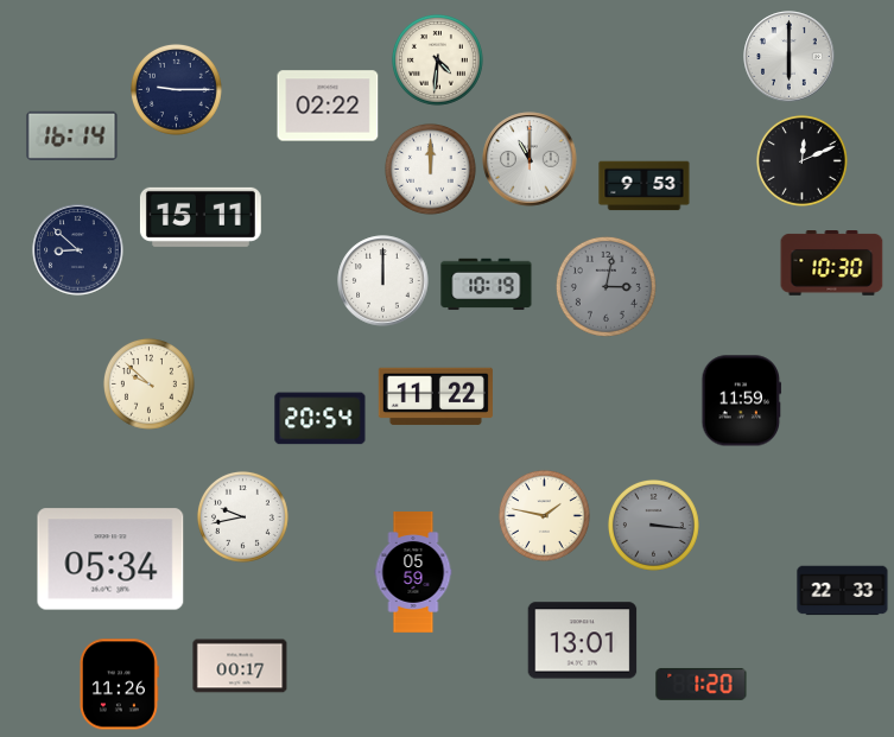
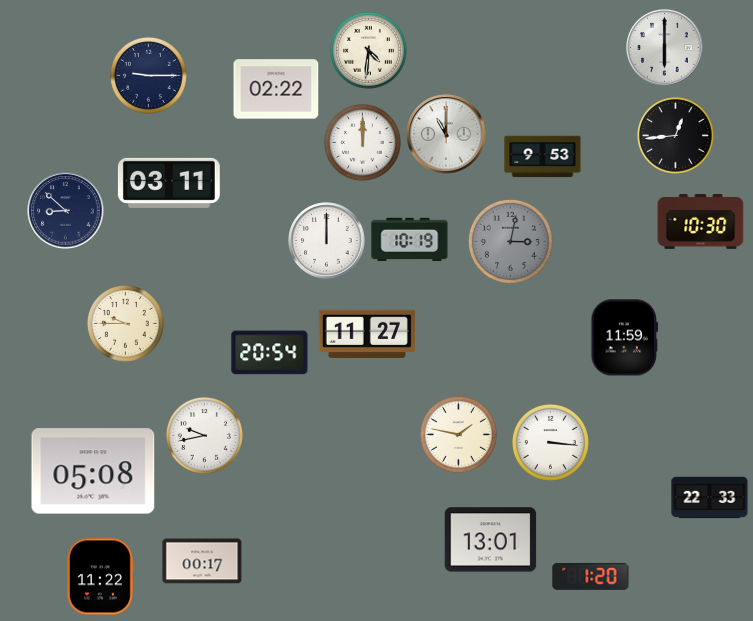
clock at (72, 135): 16:14 -> none
clock at (801, 160): 12:11 -> 12:44
clock at (201, 217): 15:11 -> 03:11
clock at (383, 281) position: (383, 281) -> (327, 241)
clock at (148, 383): 9:52 -> 9:45
clock at (436, 396): 11:22 -> 11:27
clock at (653, 525) dial: grey -> white
clock at (110, 559): 05:34 -> 05:08
clock at (413, 573): 05:59 -> none
clock at (119, 685): 11:26 -> 11:22
